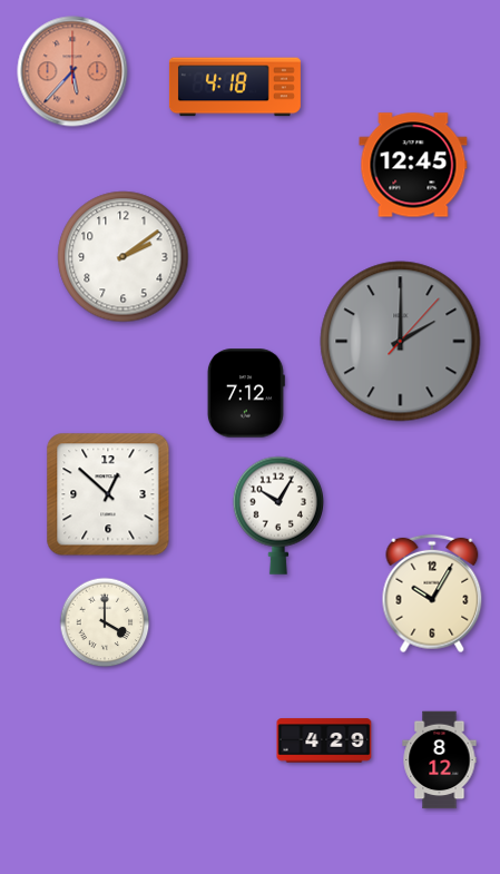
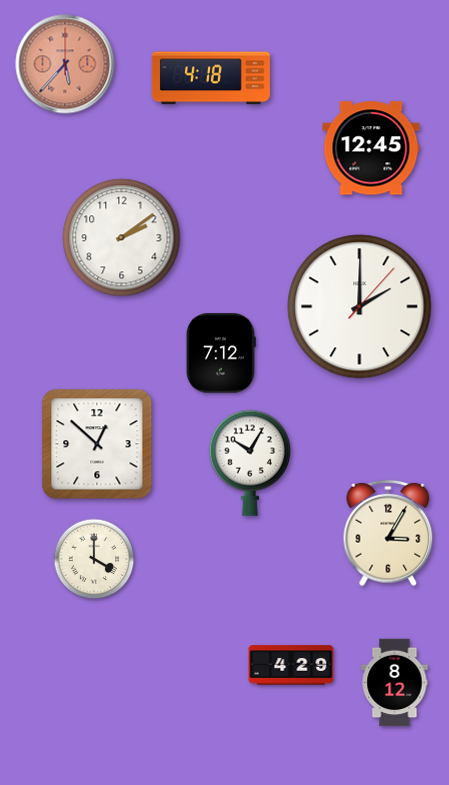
clock at (124, 257) position: (124, 257) -> (122, 238)
clock at (401, 342) dial: grey -> white
clock at (432, 593): 10:05 -> 3:05
